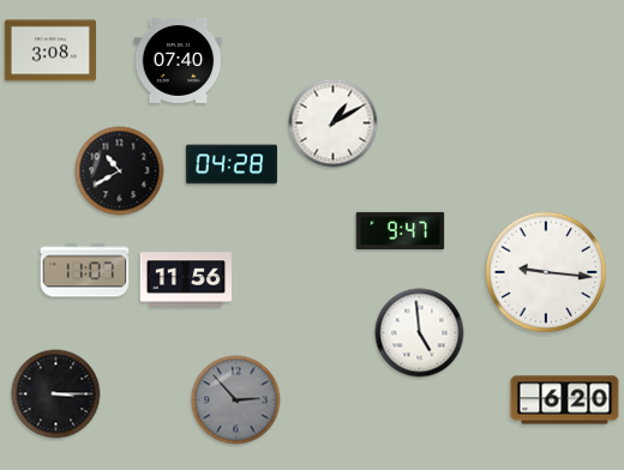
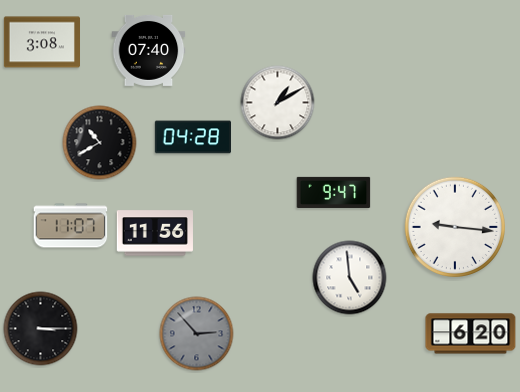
clock at (56, 394) position: (56, 394) -> (41, 329)
